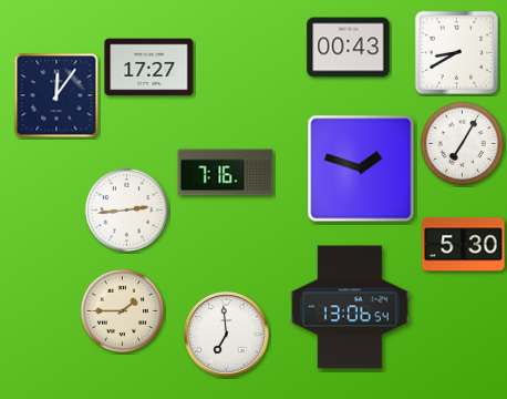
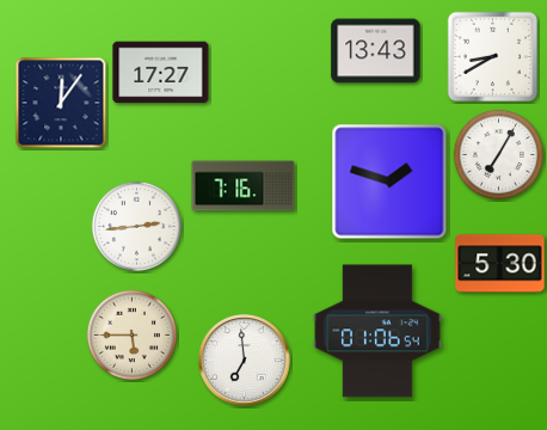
clock at (349, 48): 00:43 -> 13:43
clock at (350, 307): 13:06 -> 01:06
clock at (122, 310): 1:45 -> 5:45
